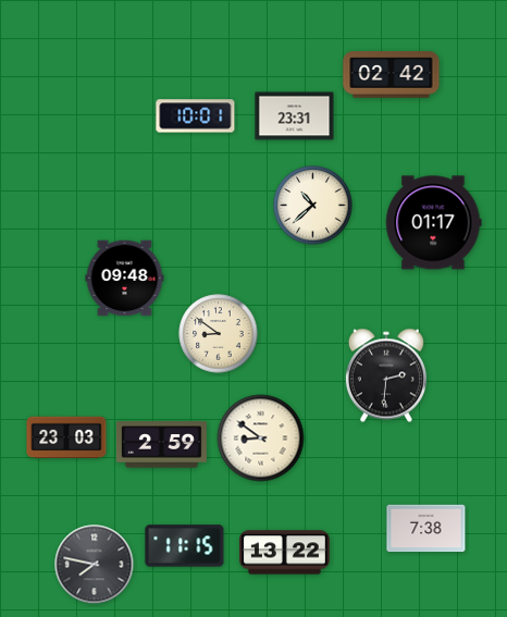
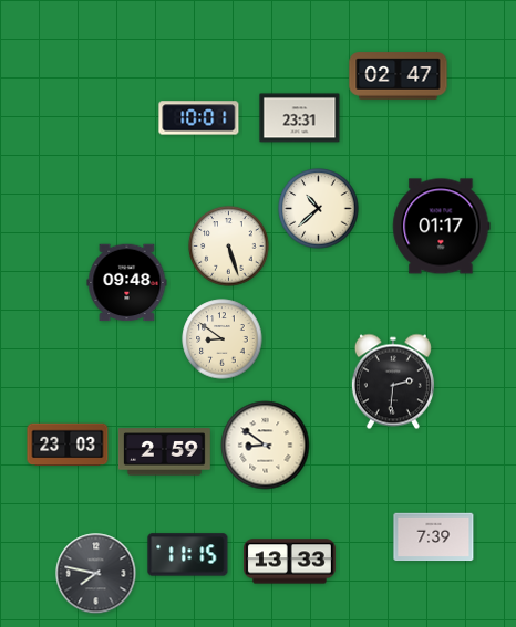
clock at (392, 75): 02:42 -> 02:47
clock at (229, 247): none -> 5:27
clock at (426, 529): 7:38 -> 7:39
clock at (284, 553): 13:22 -> 13:33
